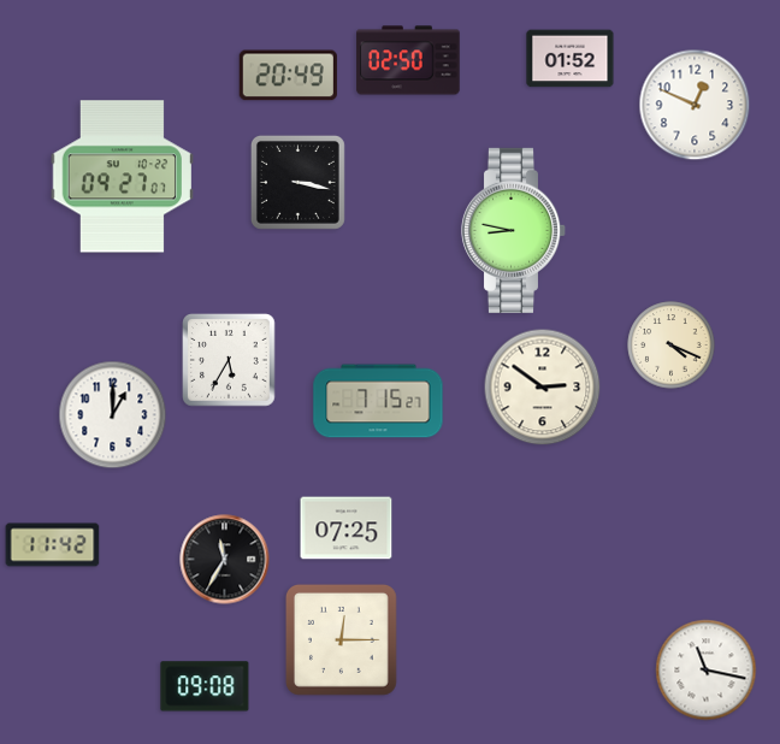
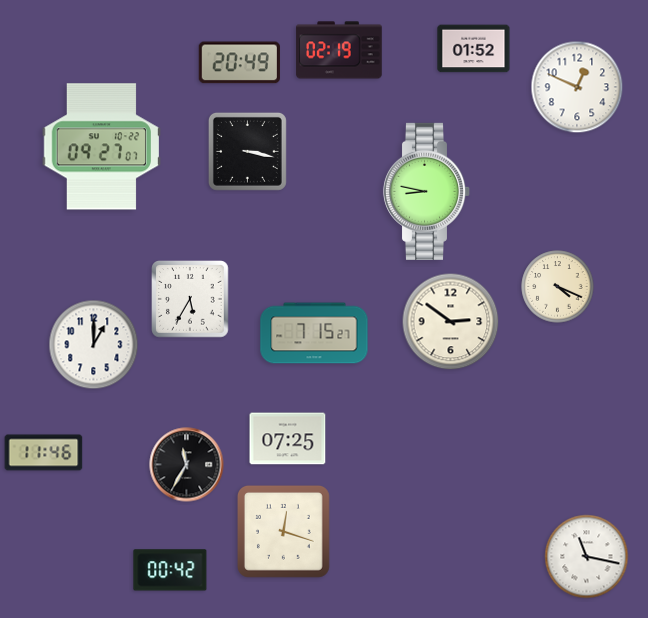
clock at (408, 60): 02:50 -> 02:19
clock at (53, 545): 11:42 -> 11:46
clock at (341, 639): 12:15 -> 12:18
clock at (205, 686): 09:08 -> 00:42
